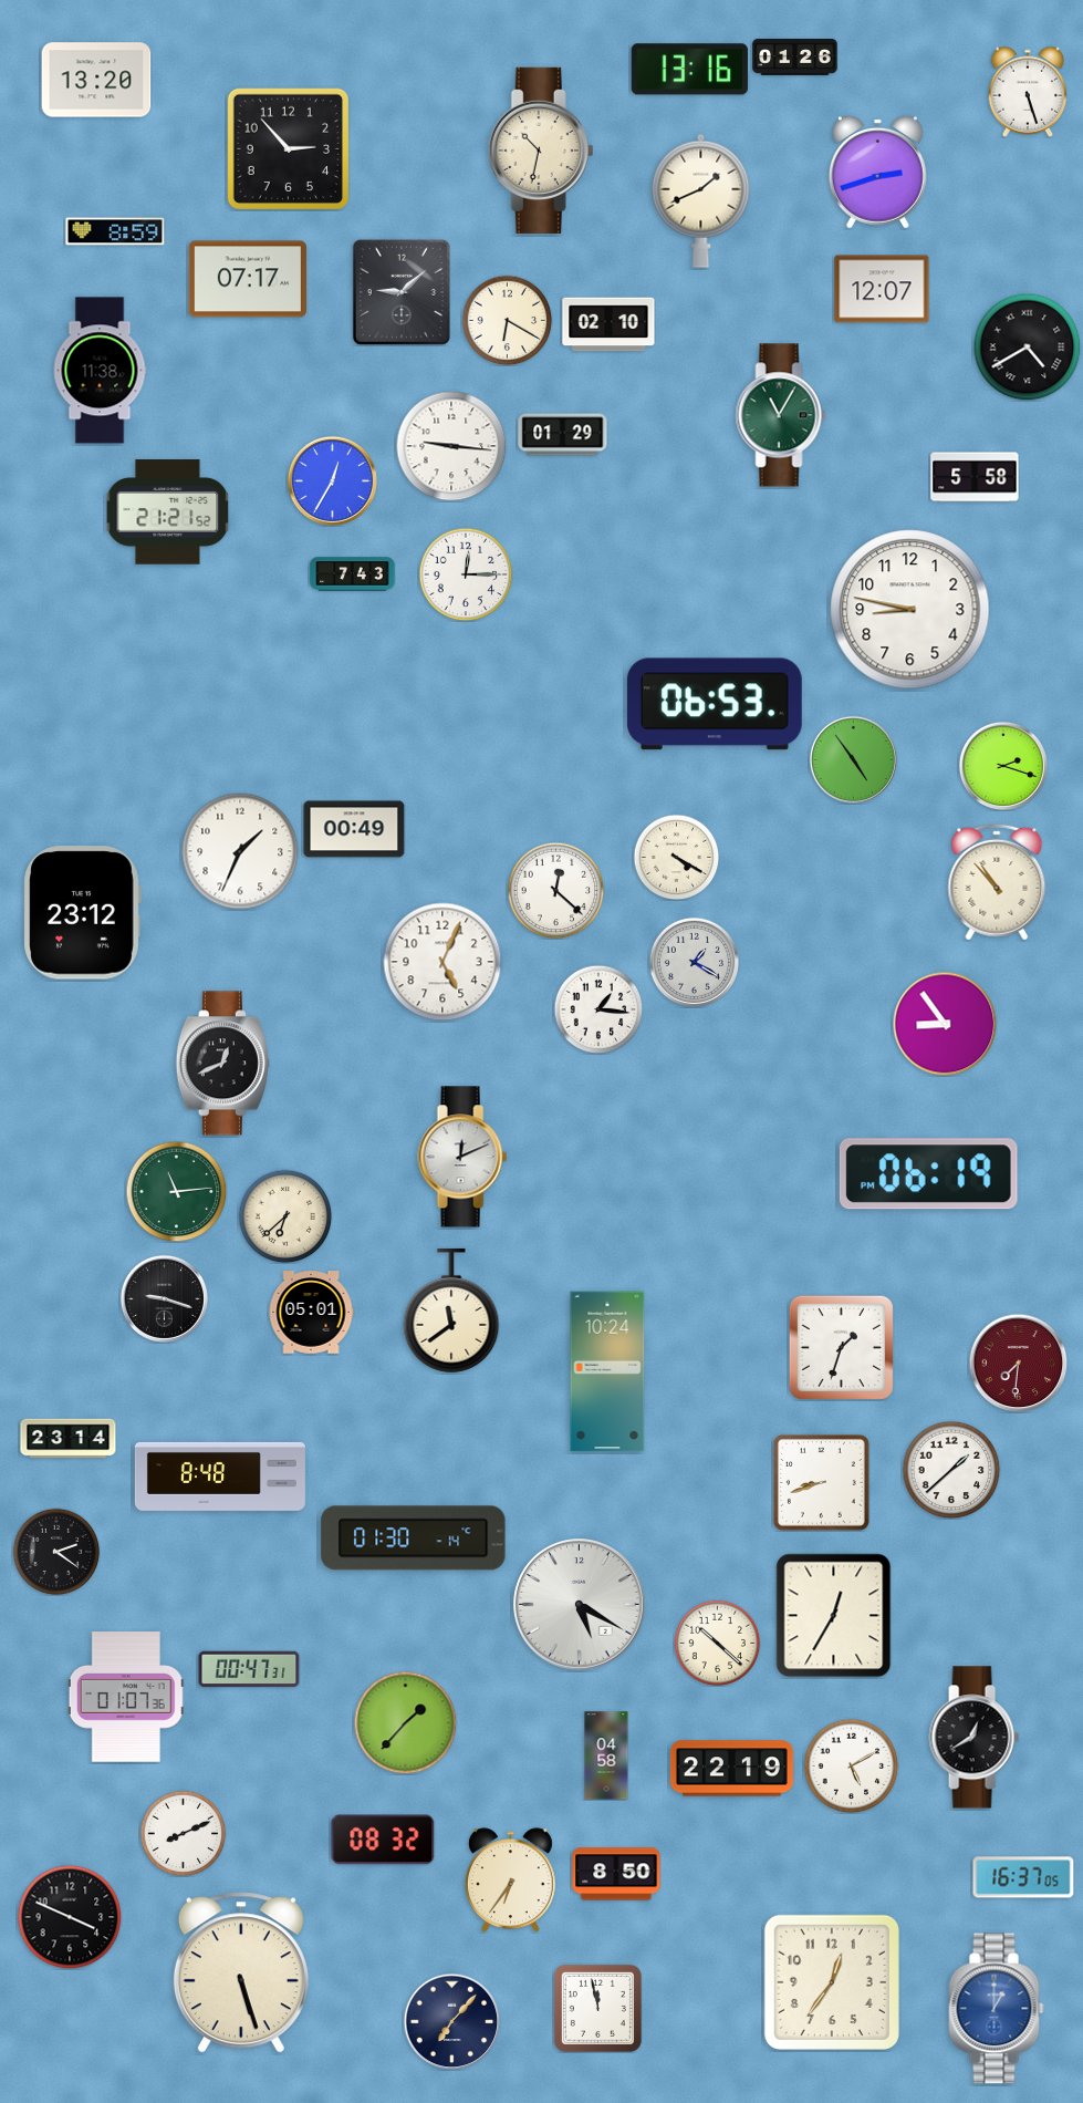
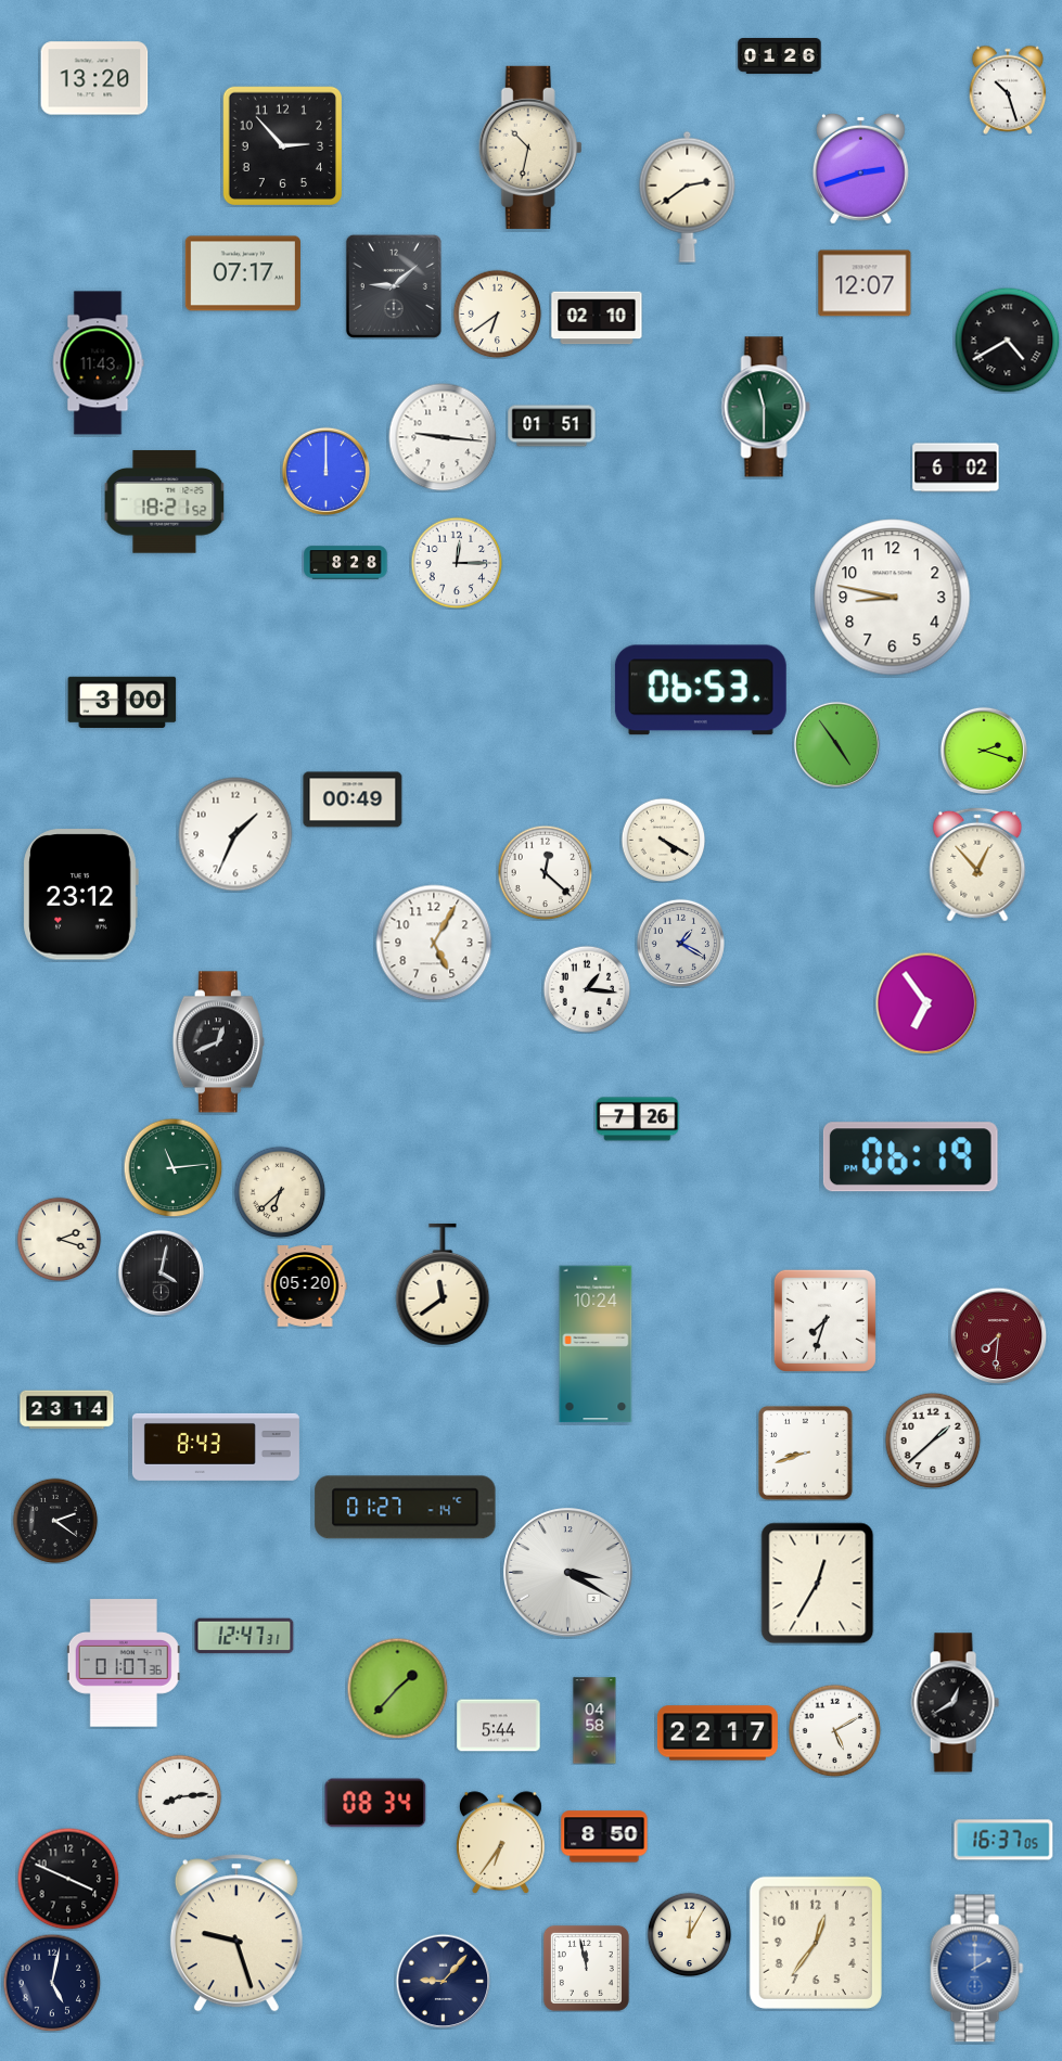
clock at (689, 70): 13:16 -> none
clock at (1028, 92): 5:27 -> 10:27
clock at (701, 200): 1:41 -> 2:39
clock at (115, 231): 8:59 -> none
clock at (507, 320): 6:20 -> 6:39
clock at (100, 371): 11:38 -> 11:43
clock at (781, 415): 11:05 -> 11:30
clock at (563, 435): 01:29 -> 01:51
clock at (975, 477): 5:58 -> 6:02
clock at (332, 480): 12:35 -> 12:00
clock at (168, 512): 21:21 -> 18:21
clock at (353, 574): 7:43 -> 8:28
clock at (123, 702): none -> 3:00
clock at (354, 829) position: (354, 829) -> (353, 799)
clock at (997, 882): 10:53 -> 12:53
clock at (442, 962): 5:04 -> 5:05
clock at (945, 1024): 8:54 -> 6:54
clock at (638, 1119): none -> 7:26
clock at (462, 1157): 12:11 -> none
clock at (928, 1174) position: (928, 1174) -> (910, 1157)
clock at (59, 1239): none -> 2:18
clock at (164, 1298): 9:18 -> 4:02
clock at (311, 1313): 05:01 -> 05:20
clock at (841, 1347): 1:33 -> 7:33
clock at (220, 1477): 8:48 -> 8:43
clock at (414, 1539): 01:30 -> 01:27
clock at (580, 1605): 5:20 -> 3:20
clock at (717, 1643): 10:22 -> none
clock at (249, 1669): 00:47 -> 12:47
clock at (499, 1726): none -> 5:44
clock at (731, 1769): 22:19 -> 22:17
clock at (183, 1833): 8:11 -> 8:14
clock at (383, 1840): 08:32 -> 08:34
clock at (241, 1972): 5:27 -> 9:27
clock at (689, 1934): none -> 12:05
clock at (997, 2009): 1:00 -> 2:00
clock at (451, 2021): 7:07 -> 9:07
clock at (52, 1983): none -> 5:02
